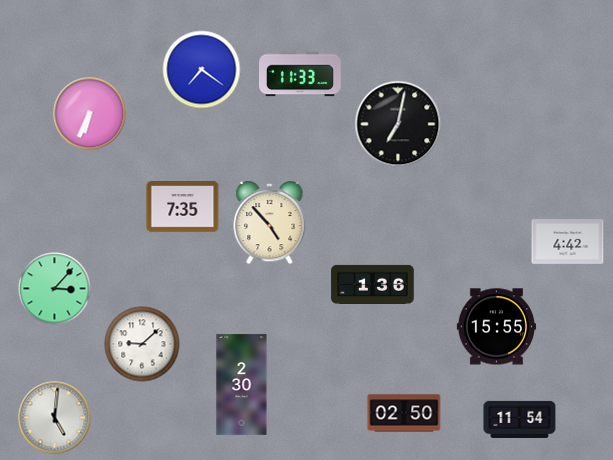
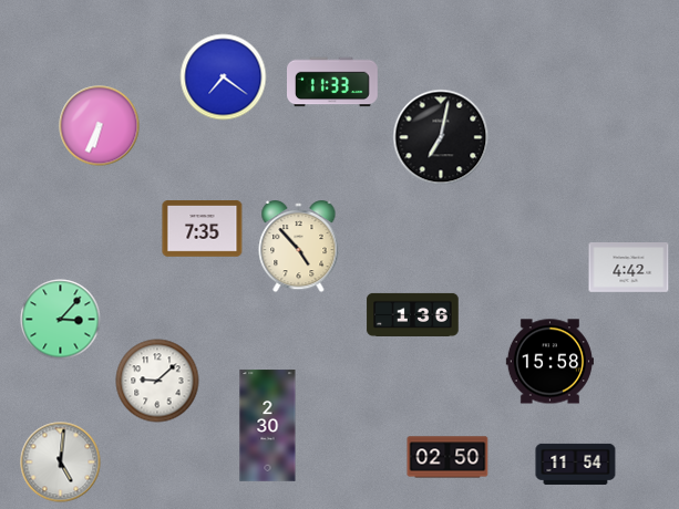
clock at (496, 327): 15:55 -> 15:58
